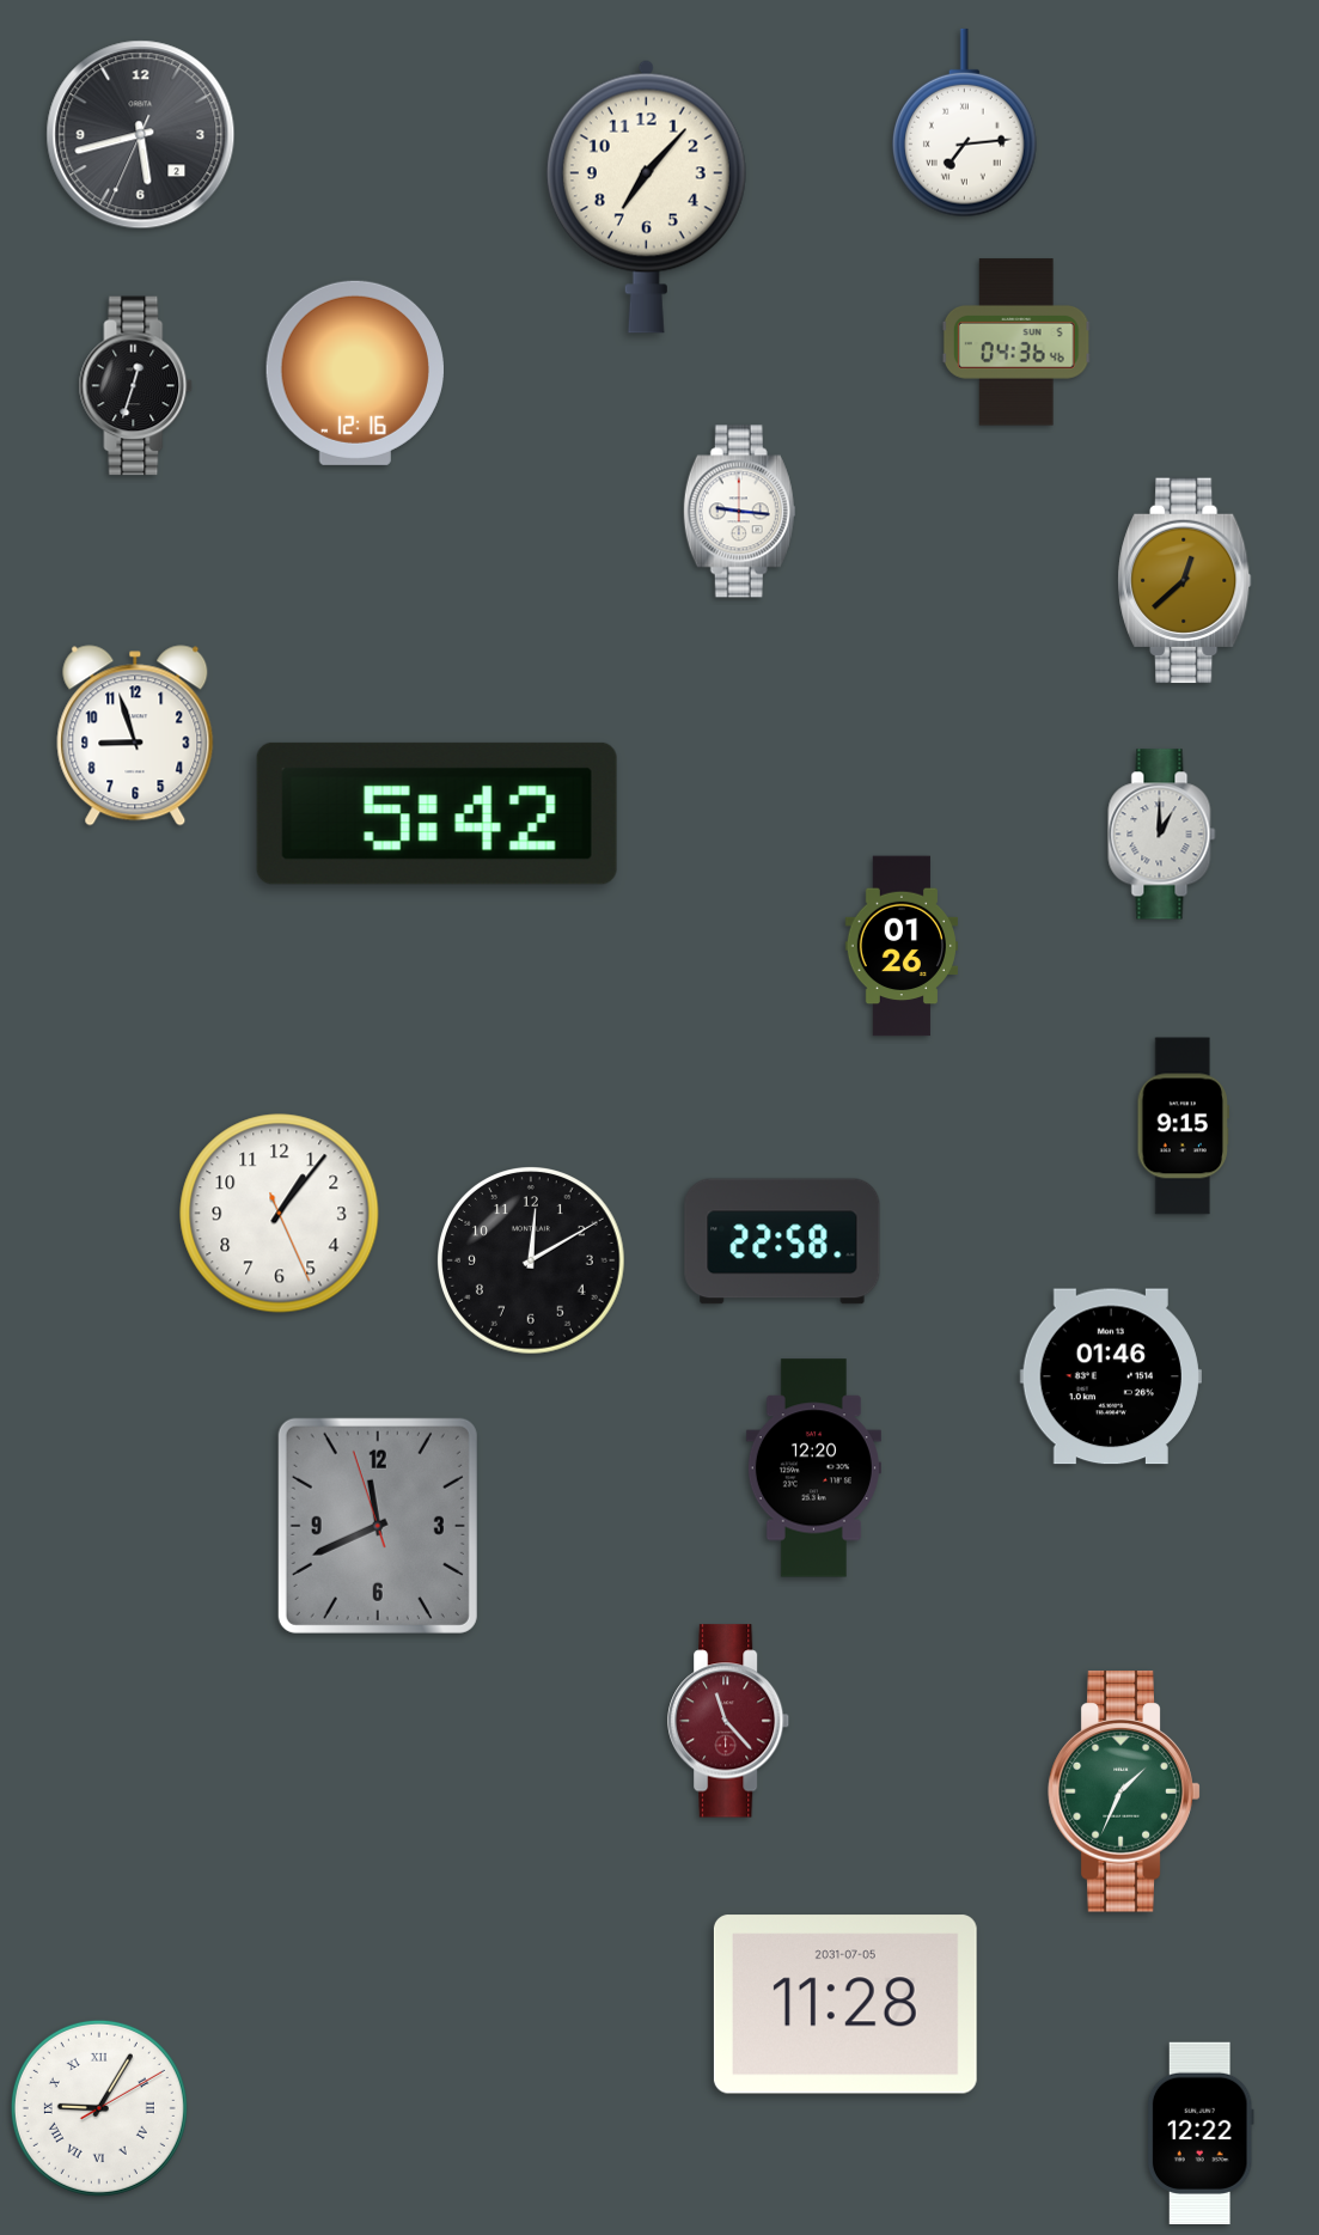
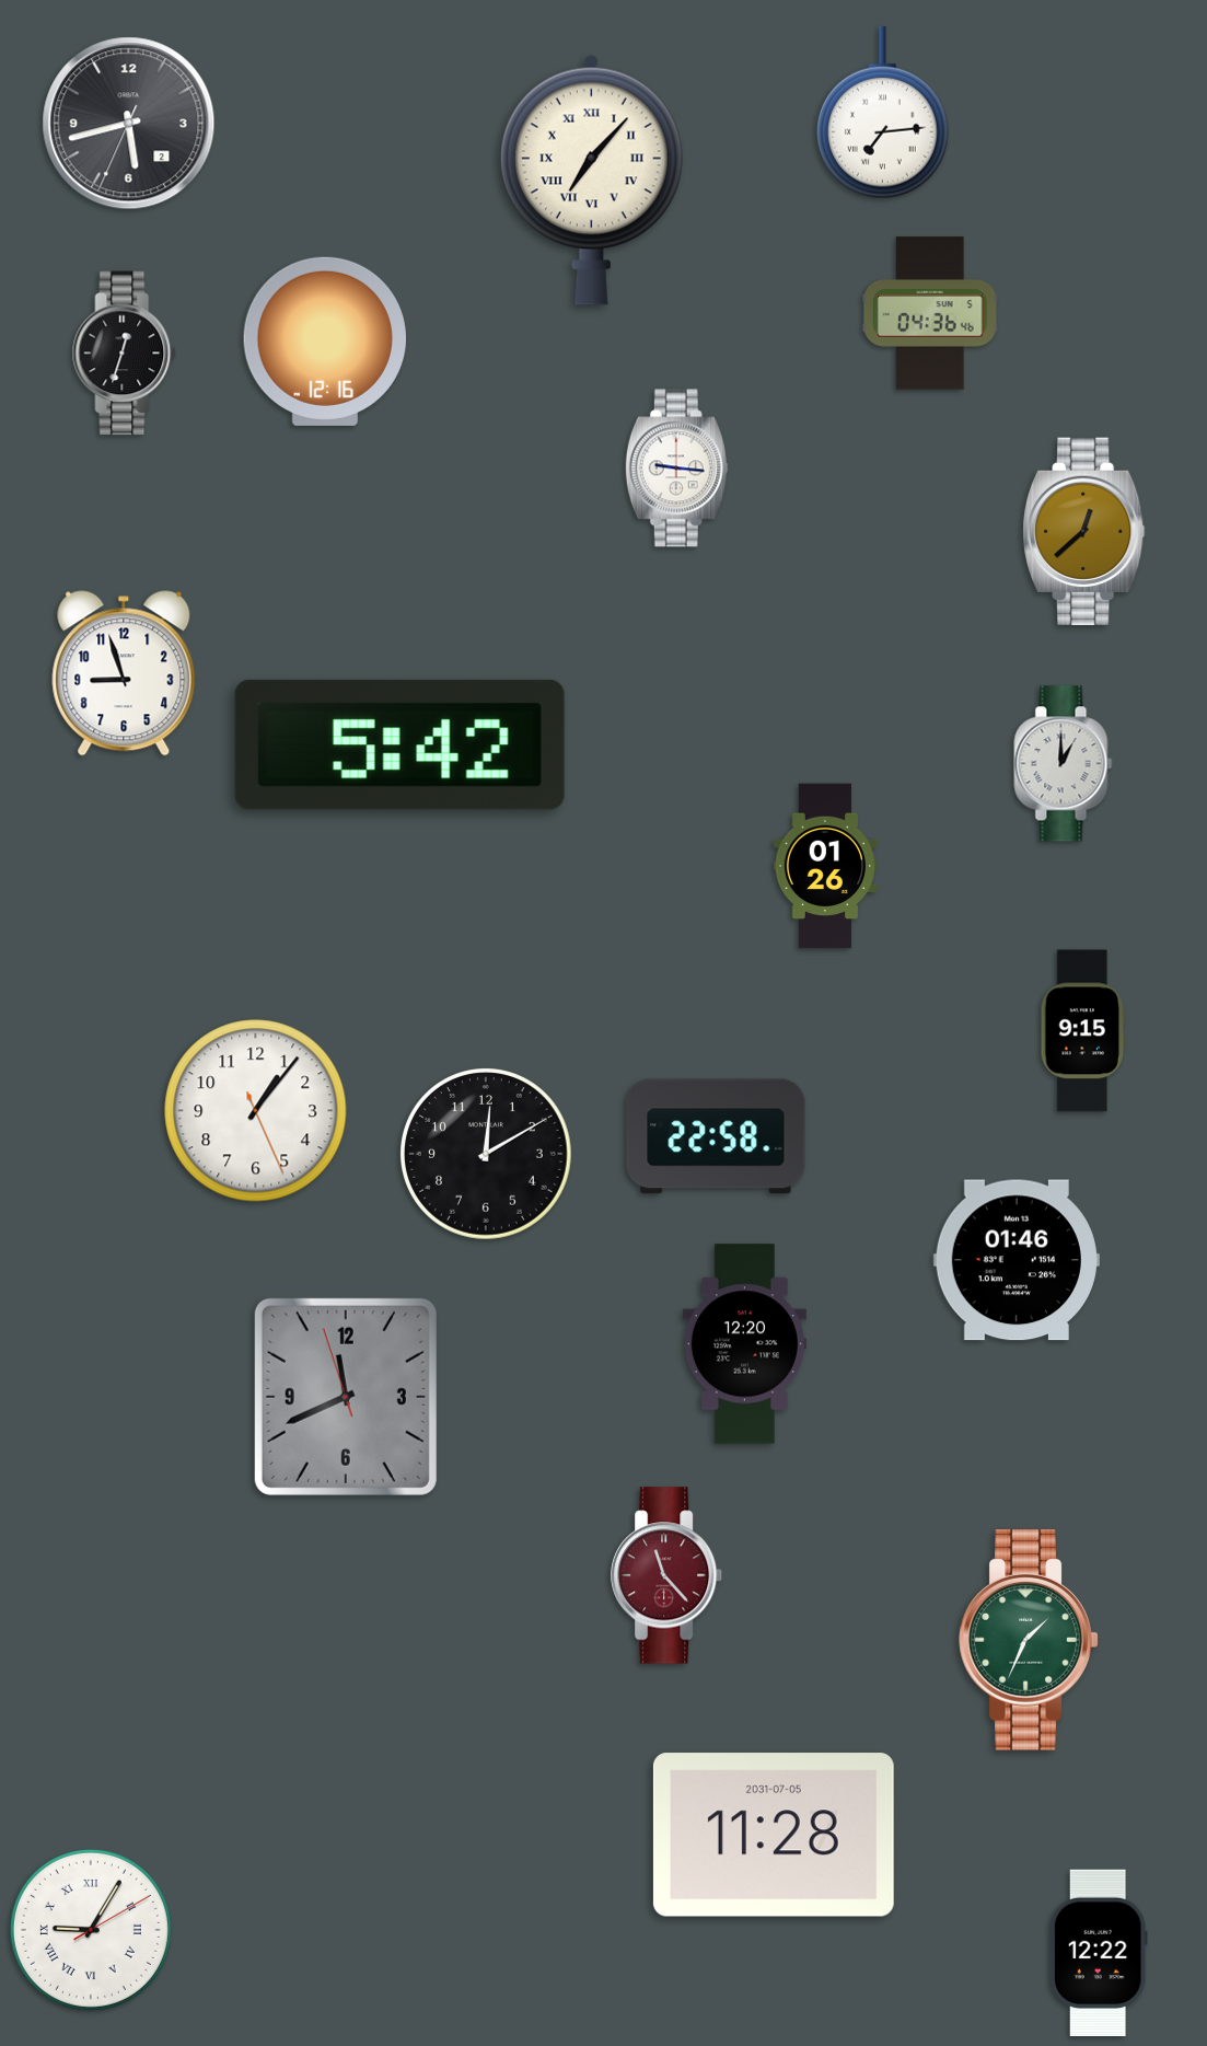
clock at (646, 196) numerals: Arabic -> Roman
